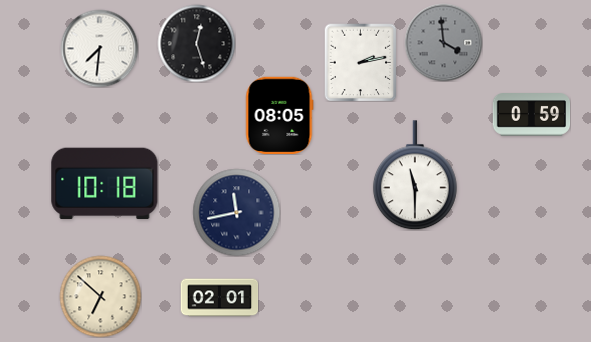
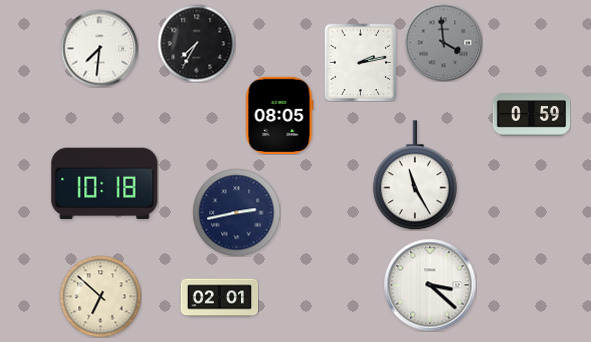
clock at (196, 43): 12:27 -> 7:35
clock at (415, 175): 11:30 -> 11:25
clock at (236, 212): 11:43 -> 2:43
clock at (430, 285): none -> 3:22
